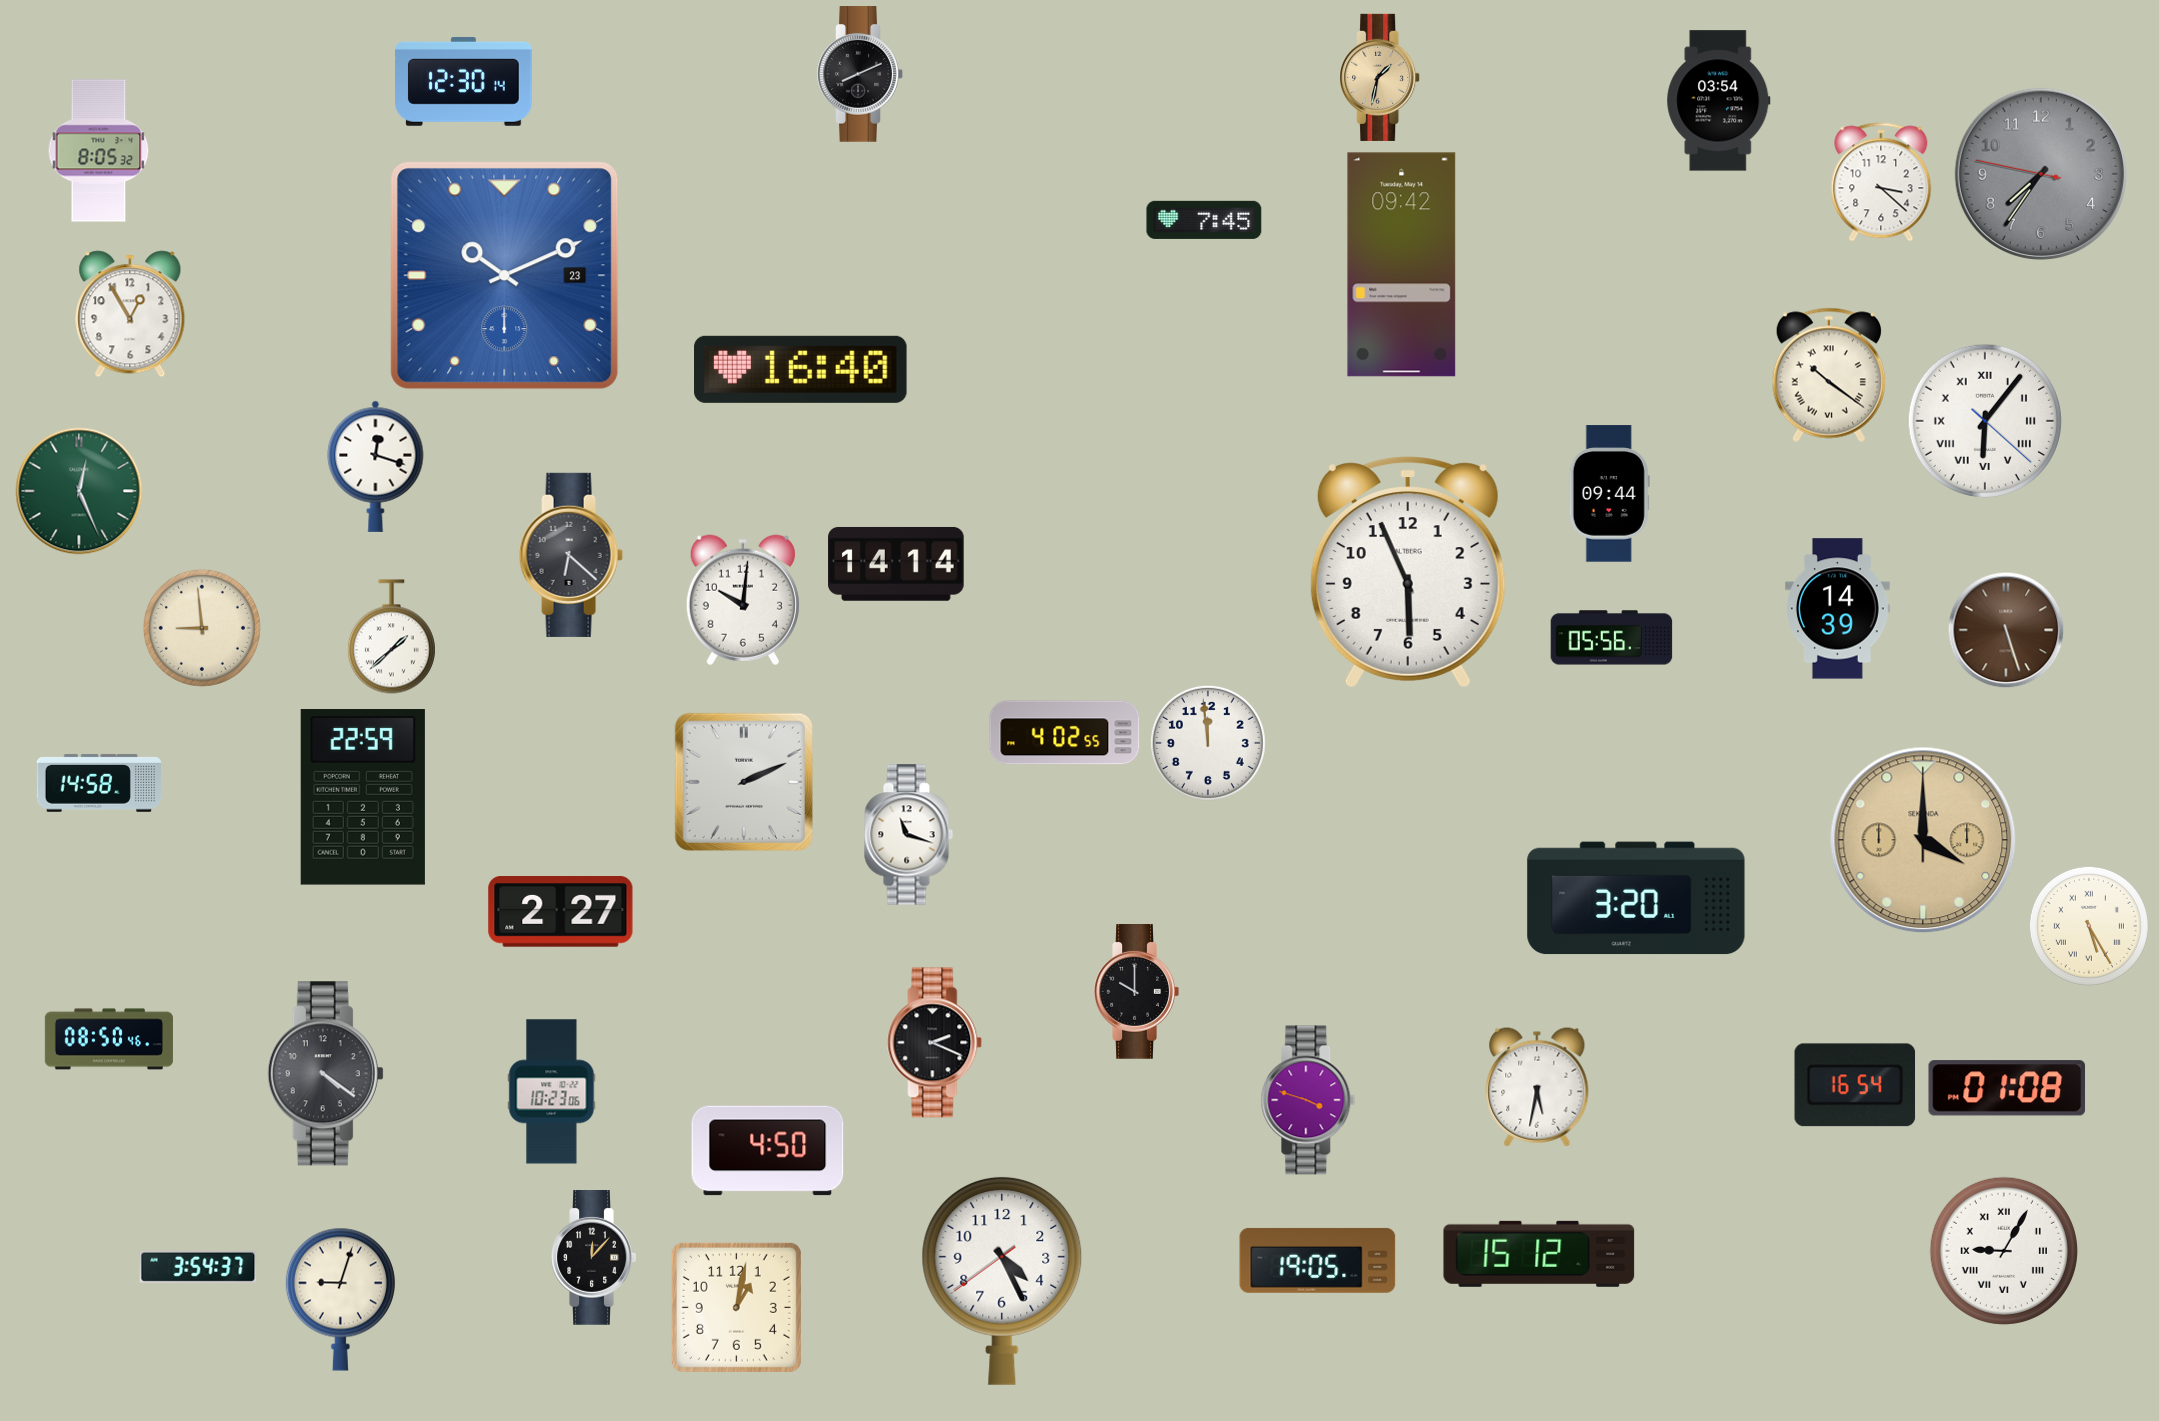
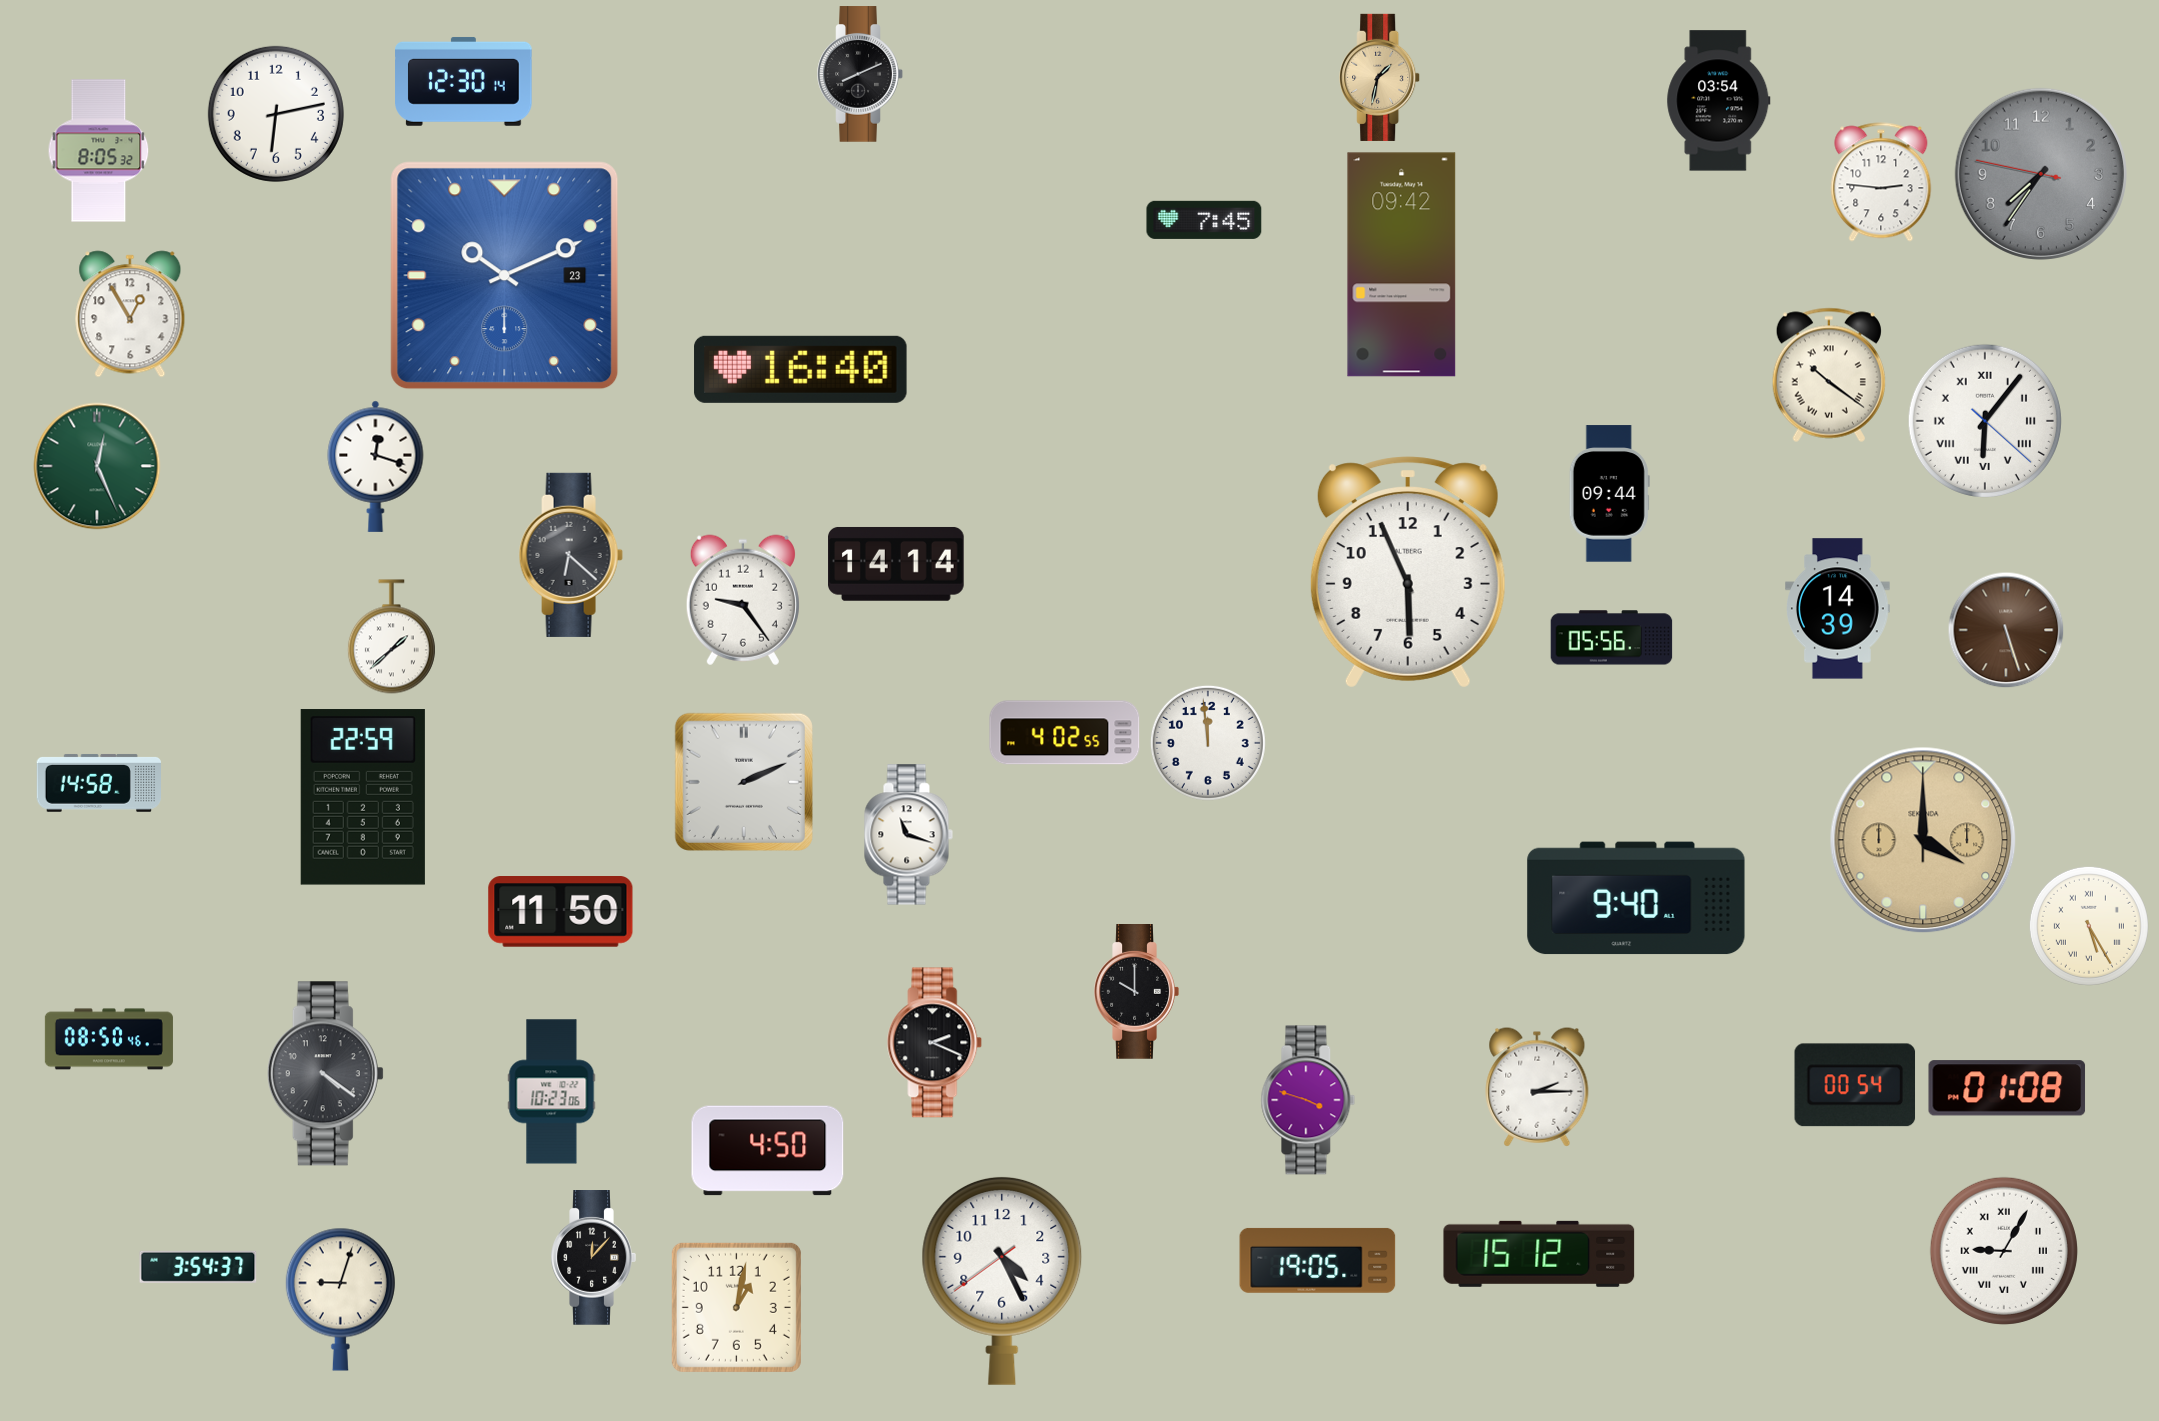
clock at (276, 114): none -> 6:13
clock at (1881, 182): 3:22 -> 2:46
clock at (79, 491) position: (79, 491) -> (97, 466)
clock at (743, 600): 10:01 -> 9:24
clock at (202, 628): 8:59 -> none
clock at (1636, 898): 3:20 -> 9:40
clock at (561, 912): 2:27 -> 11:50
clock at (1855, 1085): 16:54 -> 00:54
clock at (1537, 1087): 5:32 -> 2:15
